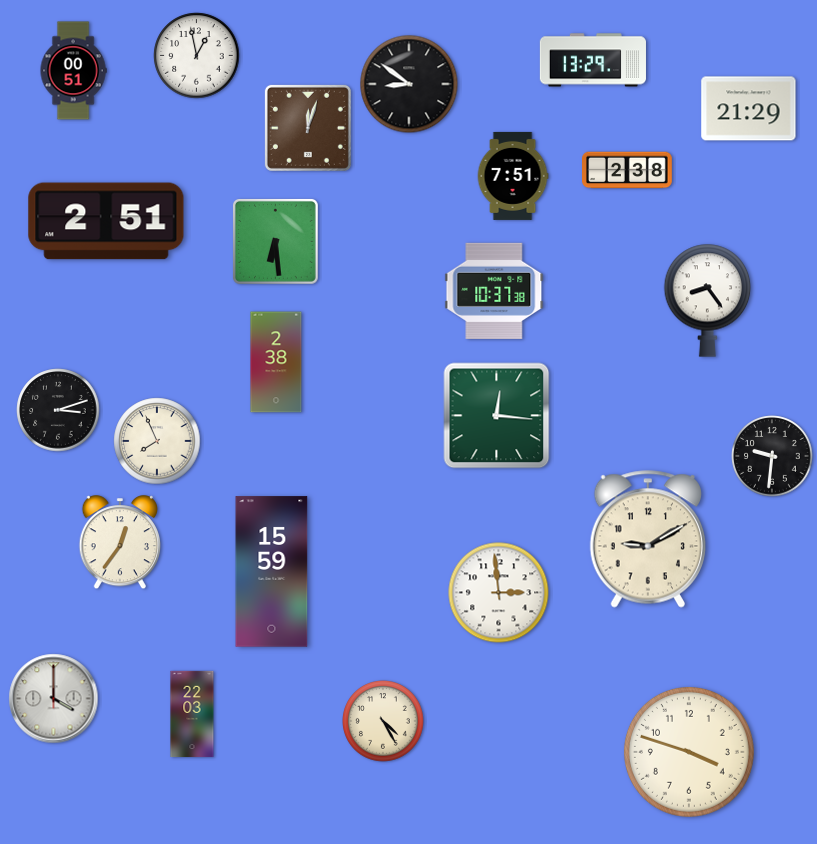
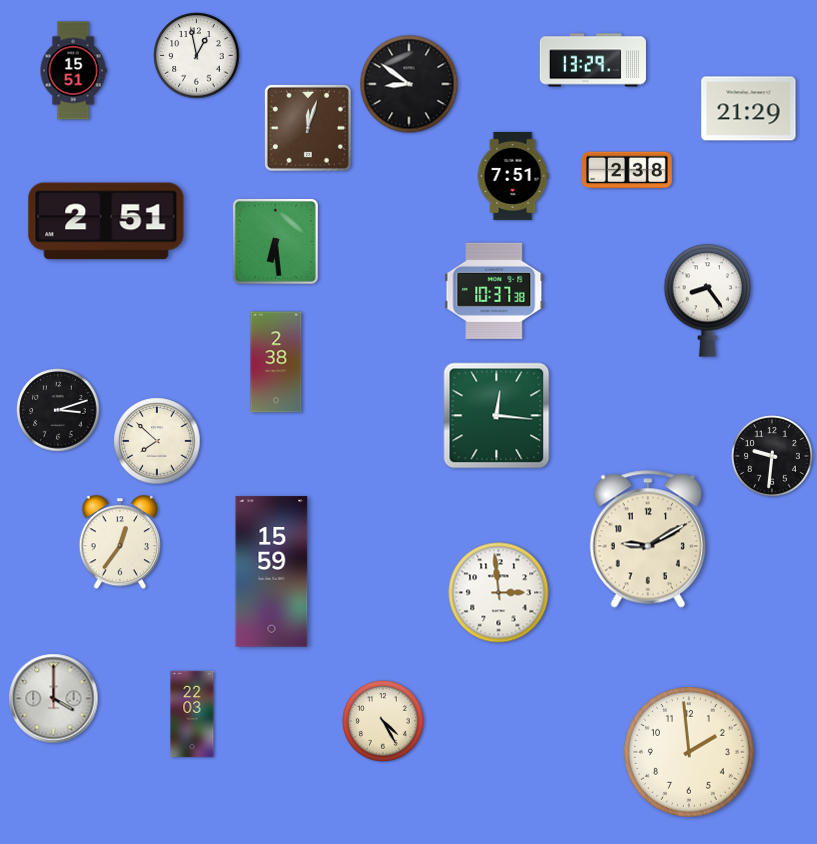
clock at (73, 71): 00:51 -> 15:51
clock at (157, 441): 7:56 -> 7:52
clock at (689, 752): 3:48 -> 1:59
